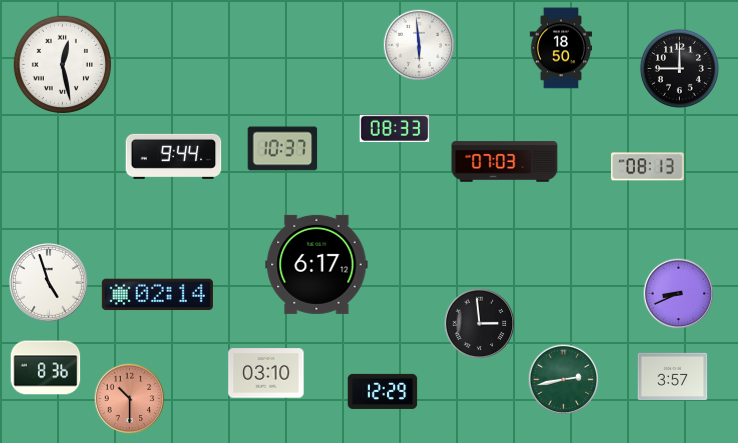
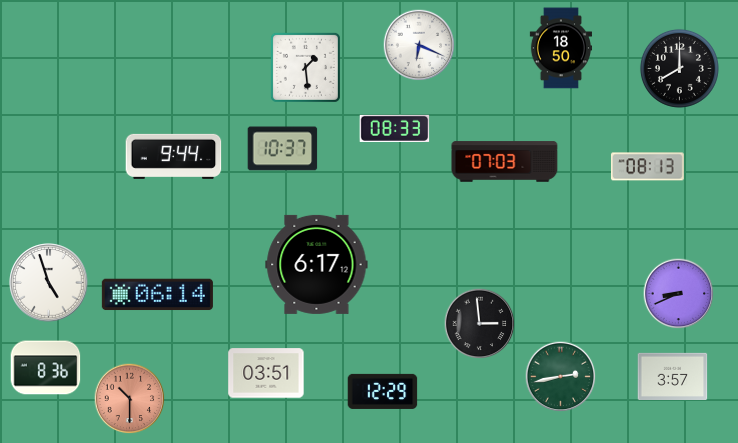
clock at (419, 45): 5:59 -> 6:19
clock at (62, 64): 12:28 -> none
clock at (305, 67): none -> 1:29
clock at (679, 68): 9:00 -> 8:00
clock at (157, 295): 02:14 -> 06:14
clock at (266, 373): 03:10 -> 03:51
clock at (564, 380) position: (564, 380) -> (561, 377)
